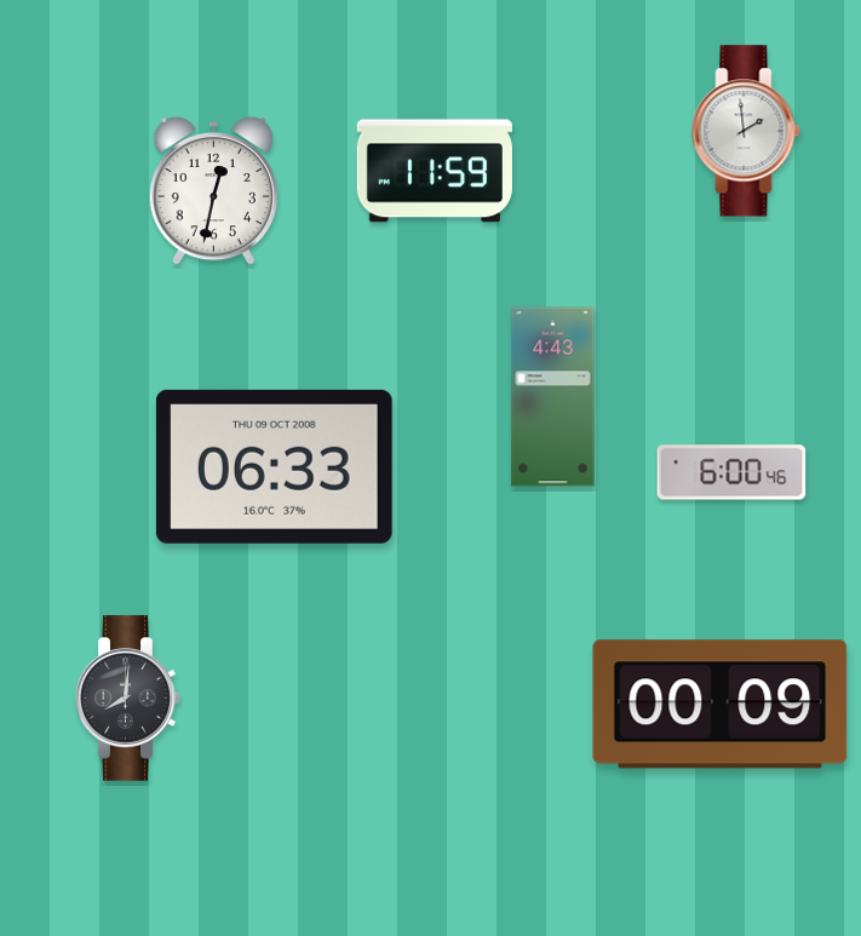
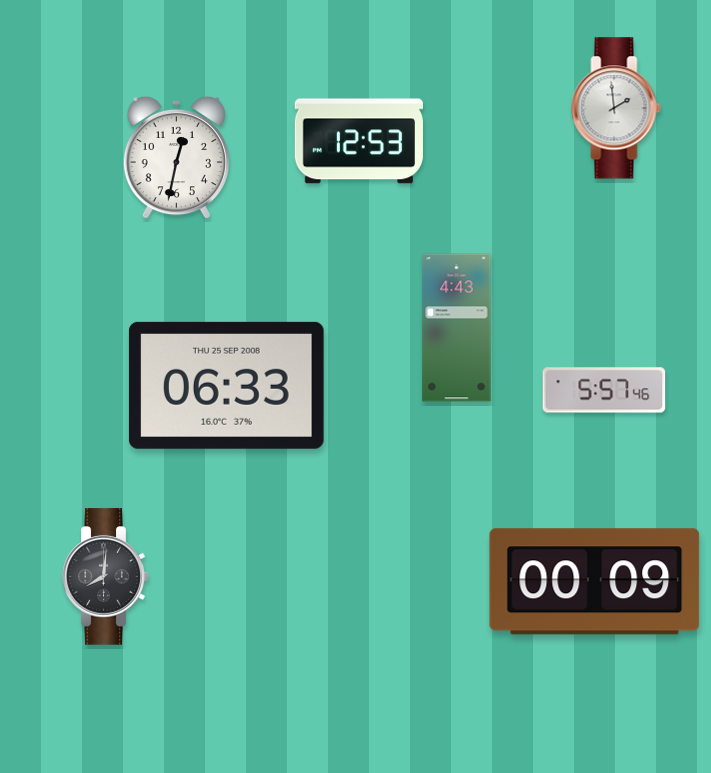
clock at (434, 171): 11:59 -> 12:53
clock at (274, 466) date: THU 09 OCT 2008 -> THU 25 SEP 2008
clock at (731, 472): 6:00 -> 5:57
